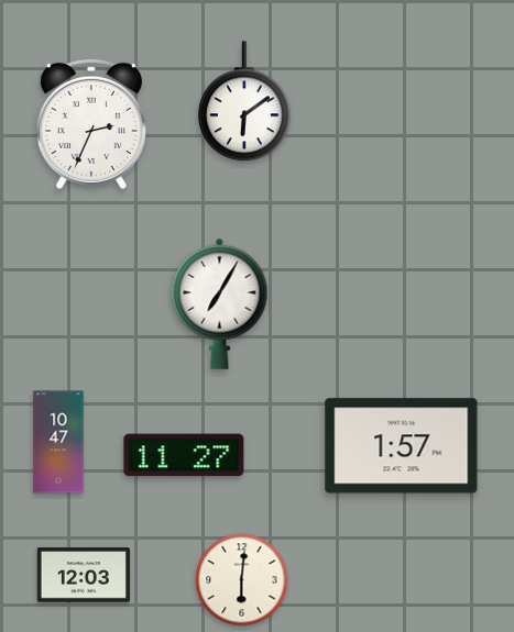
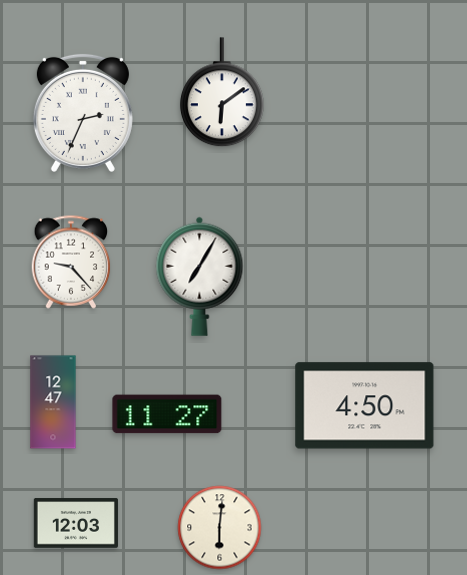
clock at (71, 262): none -> 9:23
clock at (58, 442): 10:47 -> 12:47
clock at (402, 446): 1:57 -> 4:50
